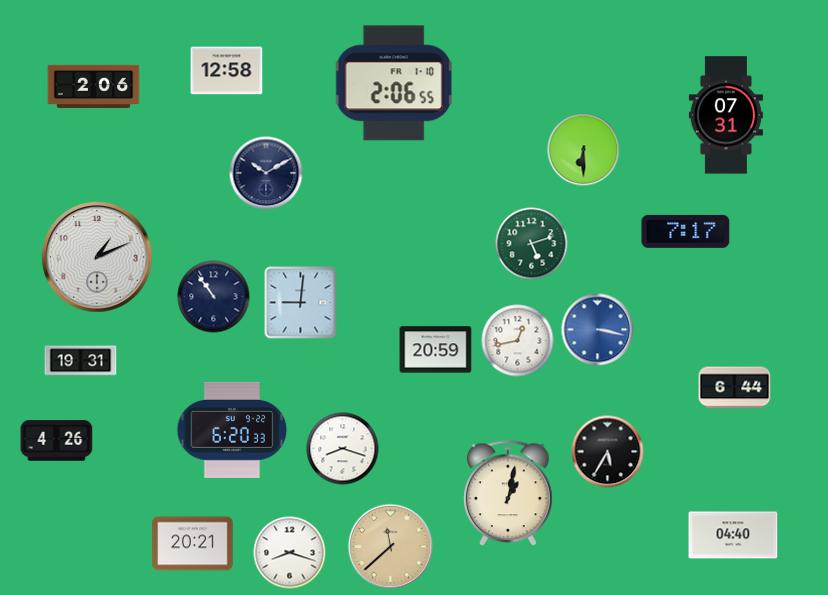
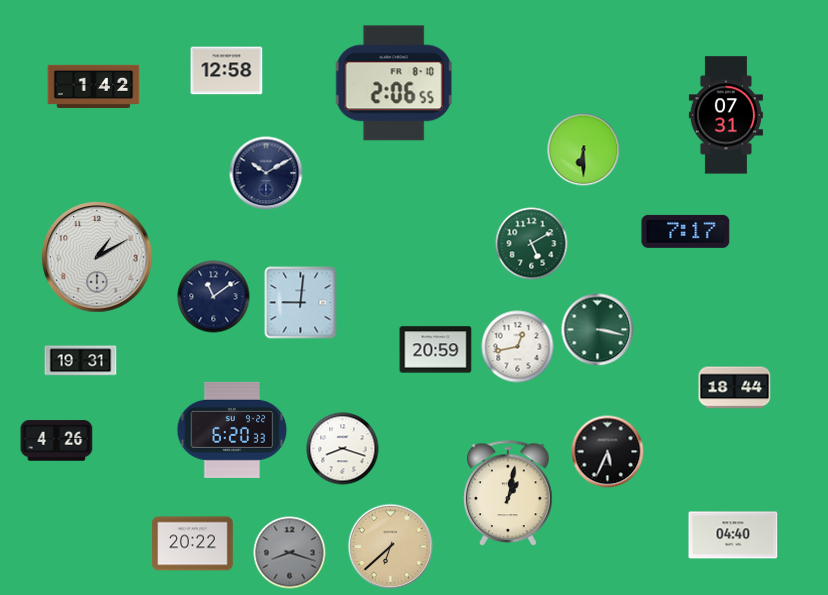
clock at (394, 83) date: FR 1-10 -> FR 8-10
clock at (94, 86): 2:06 -> 1:42
clock at (532, 244): 5:12 -> 5:10
clock at (97, 257): 1:11 -> 1:10
clock at (214, 297): 10:54 -> 11:09
clock at (598, 330) dial: blue -> green
clock at (518, 341) position: (518, 341) -> (518, 347)
clock at (735, 388): 6:44 -> 18:44
clock at (608, 452): 5:35 -> 5:34
clock at (193, 544): 20:21 -> 20:22
clock at (391, 547): 11:38 -> 6:38
clock at (290, 553) dial: white -> grey
